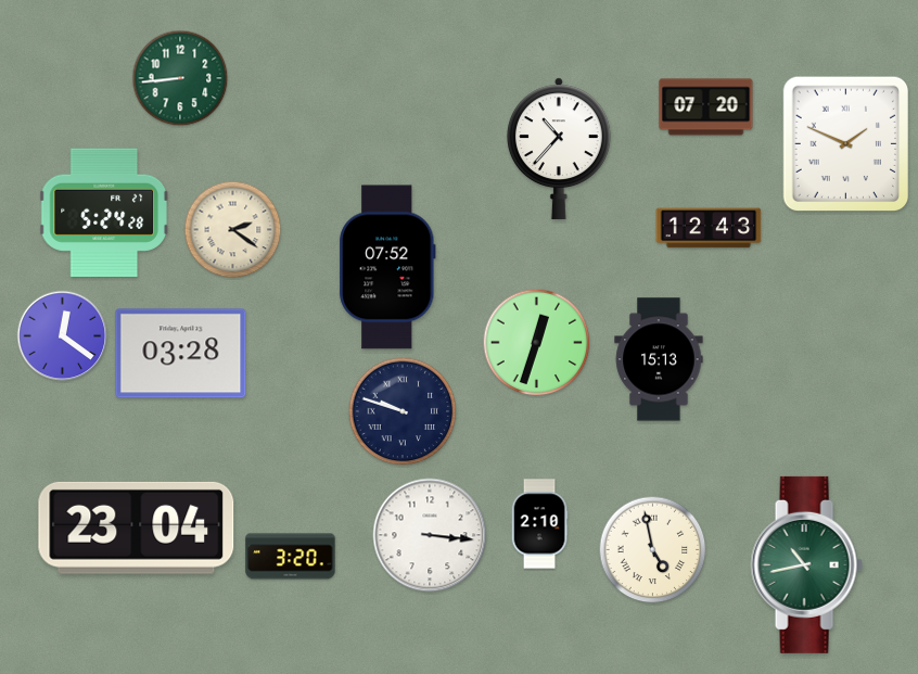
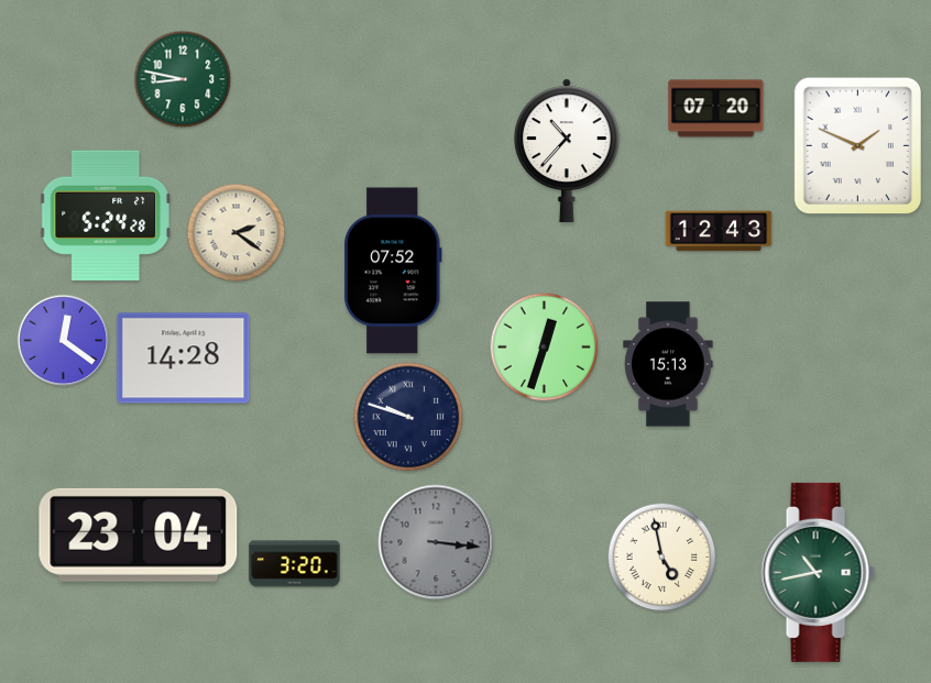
clock at (180, 78): 8:44 -> 8:47
clock at (181, 354): 03:28 -> 14:28
clock at (539, 524): 2:10 -> none
clock at (430, 535) dial: white -> grey
